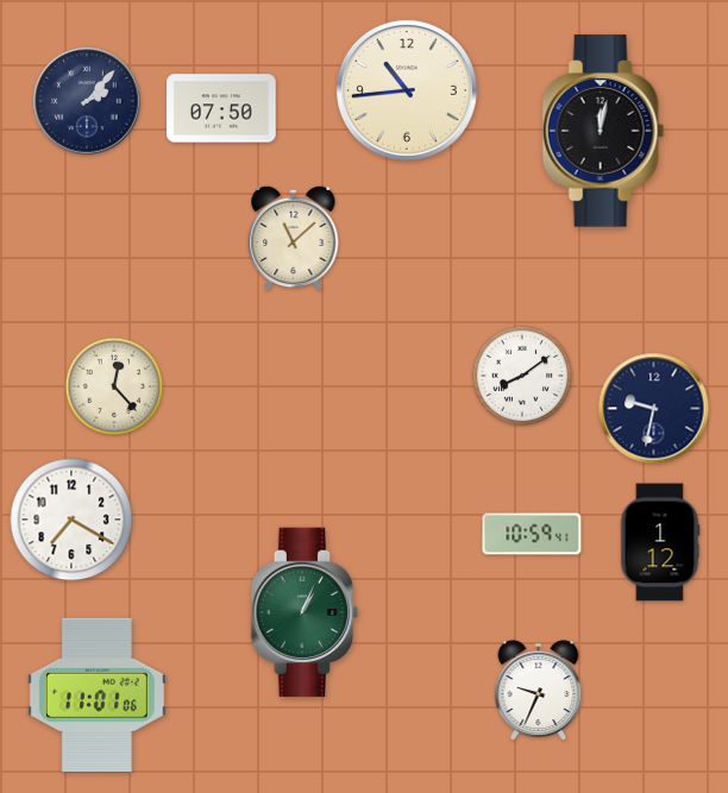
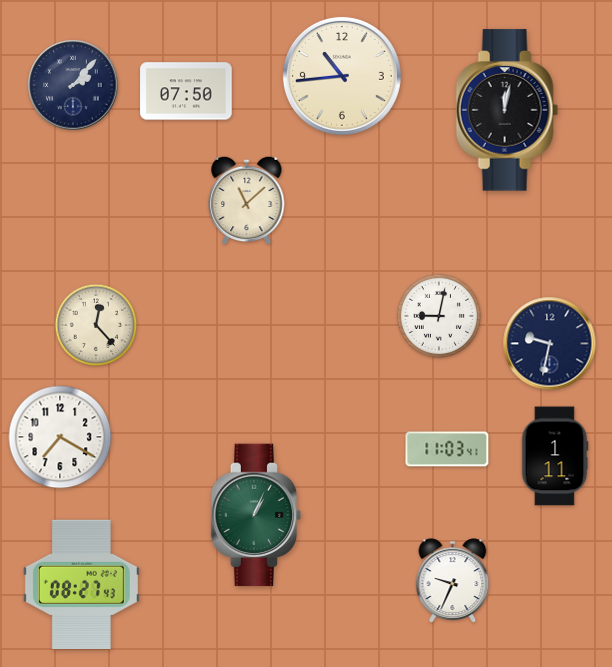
clock at (522, 376): 8:09 -> 9:02
clock at (532, 534): 10:59 -> 11:03
clock at (660, 542): 1:12 -> 1:11
clock at (96, 694): 11:01 -> 08:27
